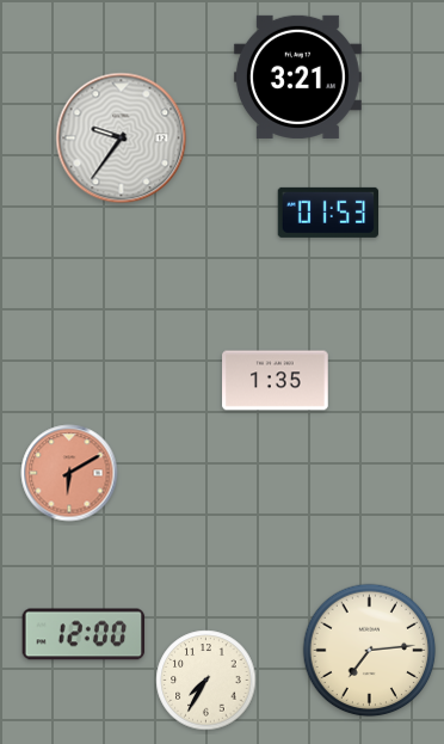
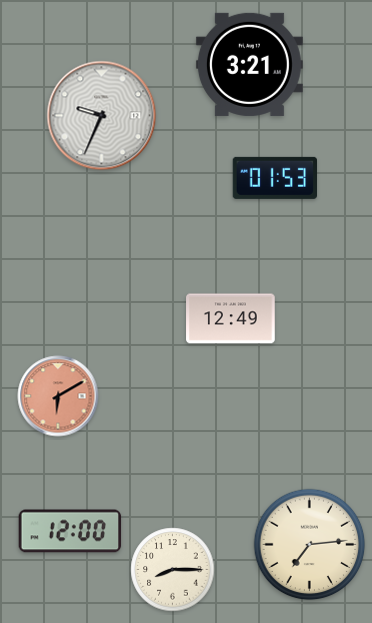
clock at (122, 139): 9:36 -> 9:34
clock at (276, 381): 1:35 -> 12:49
clock at (206, 681): 7:35 -> 8:15
